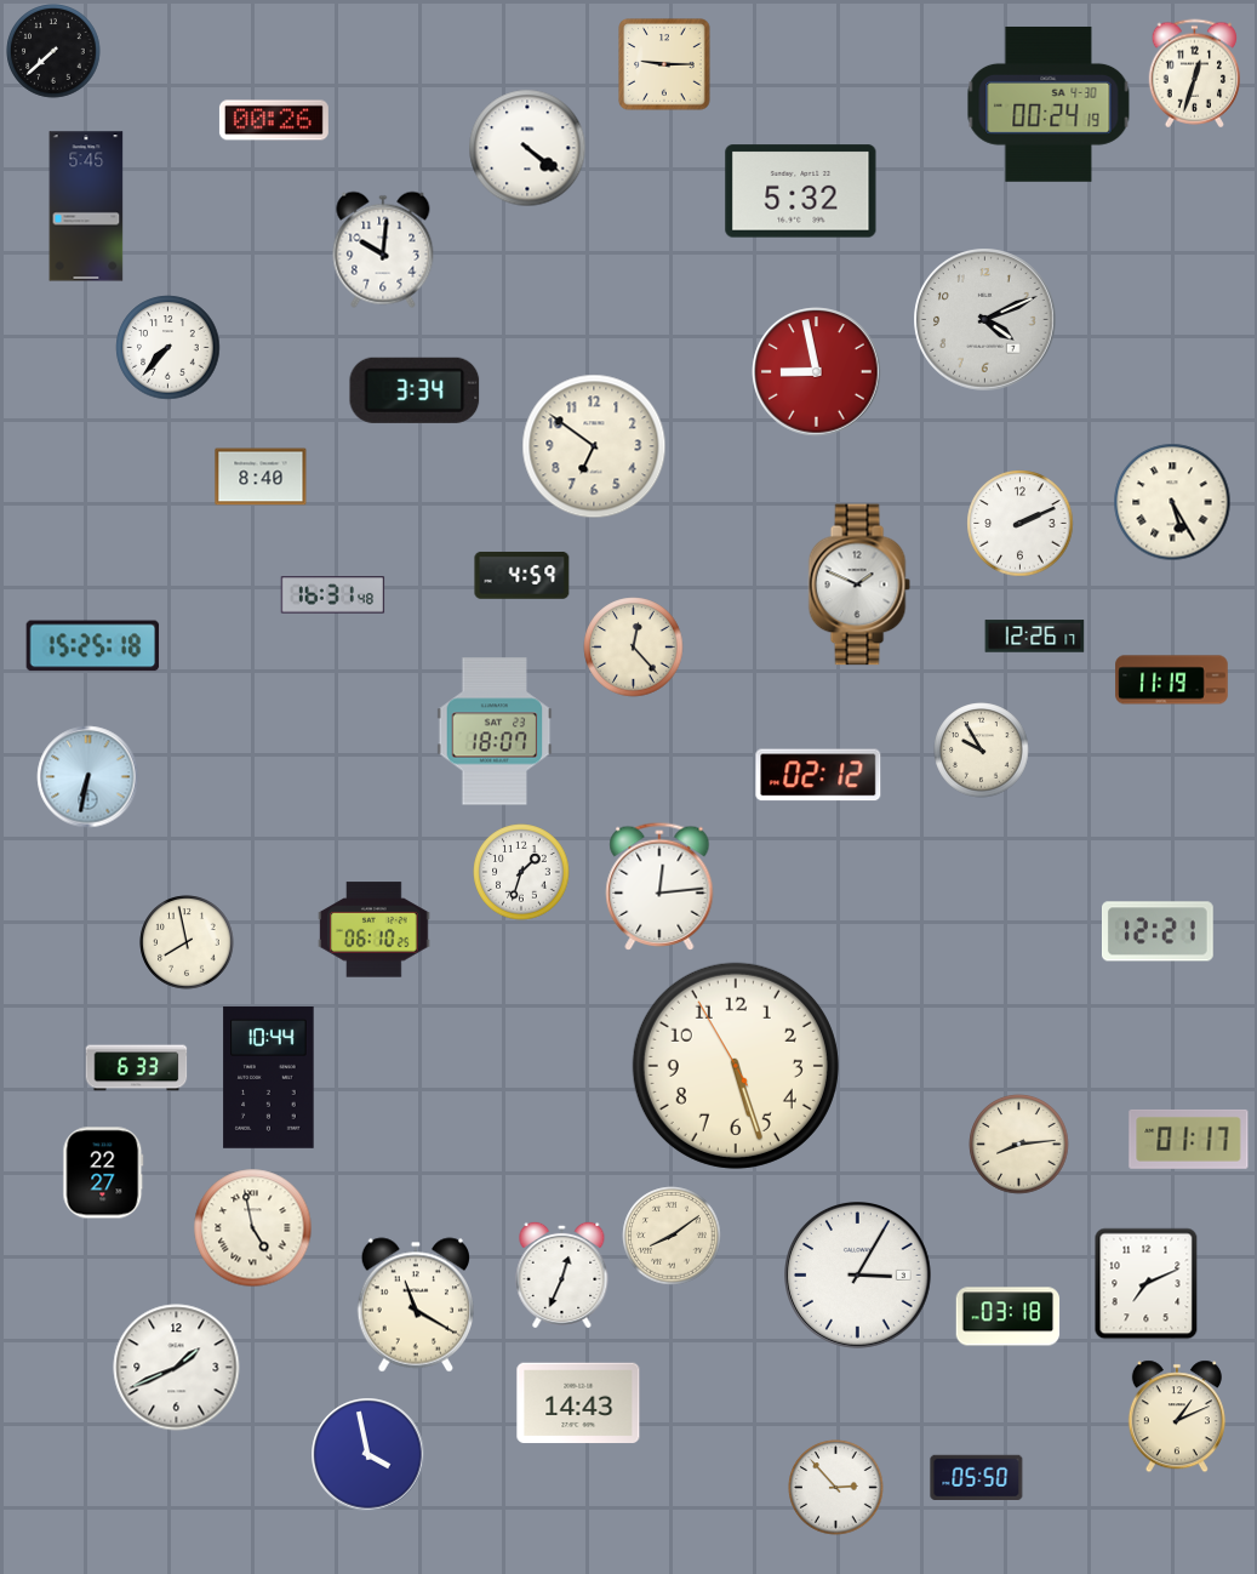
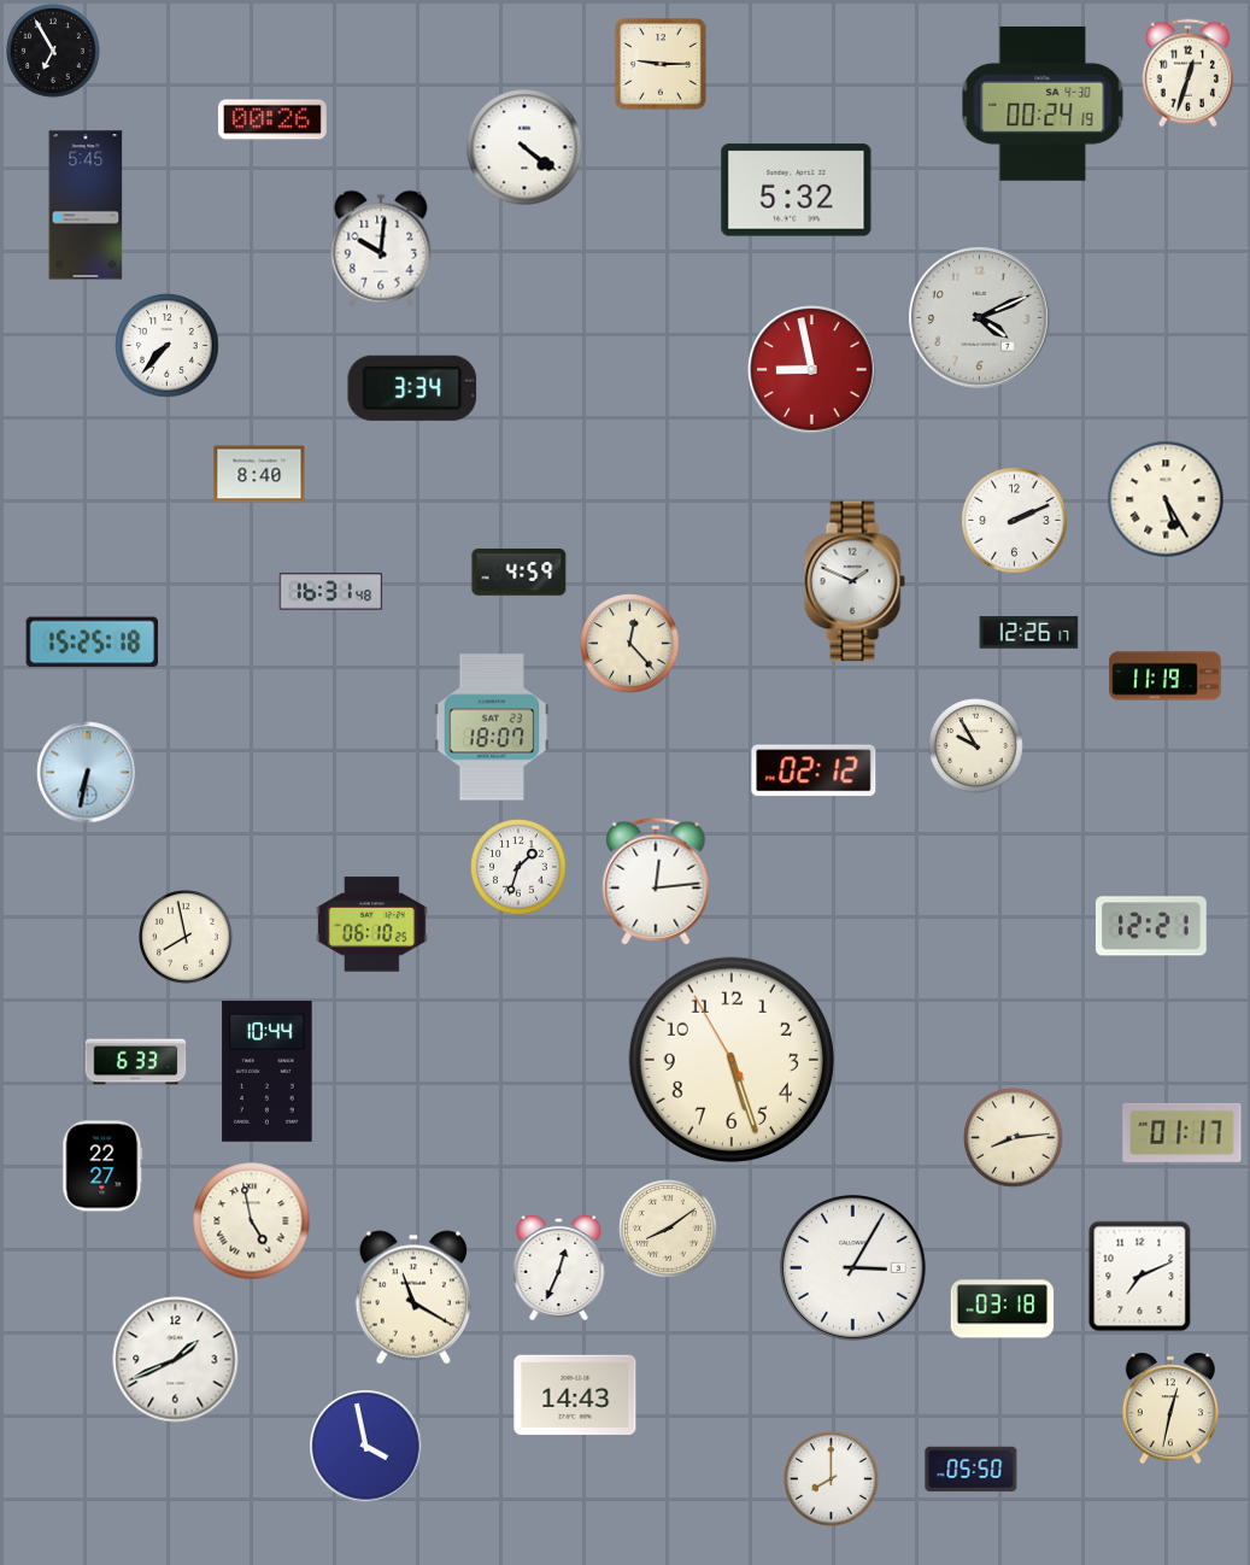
clock at (53, 51): 7:38 -> 6:55
clock at (594, 446): 6:51 -> none
clock at (1177, 1416): 1:11 -> 12:32
clock at (836, 1488): 2:53 -> 8:00
